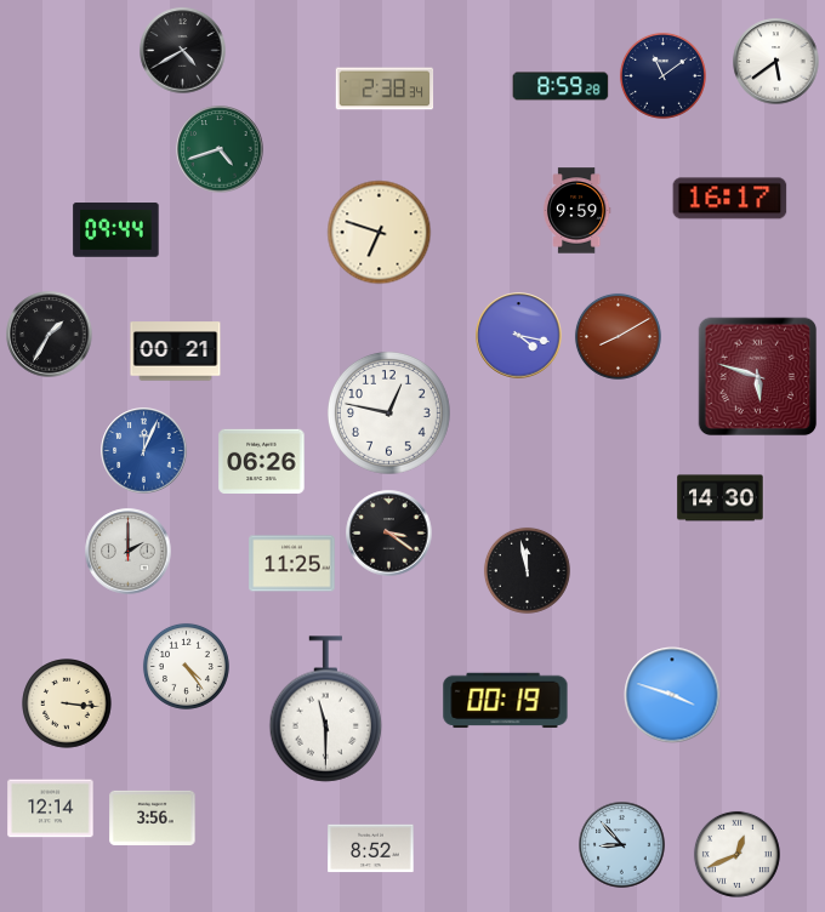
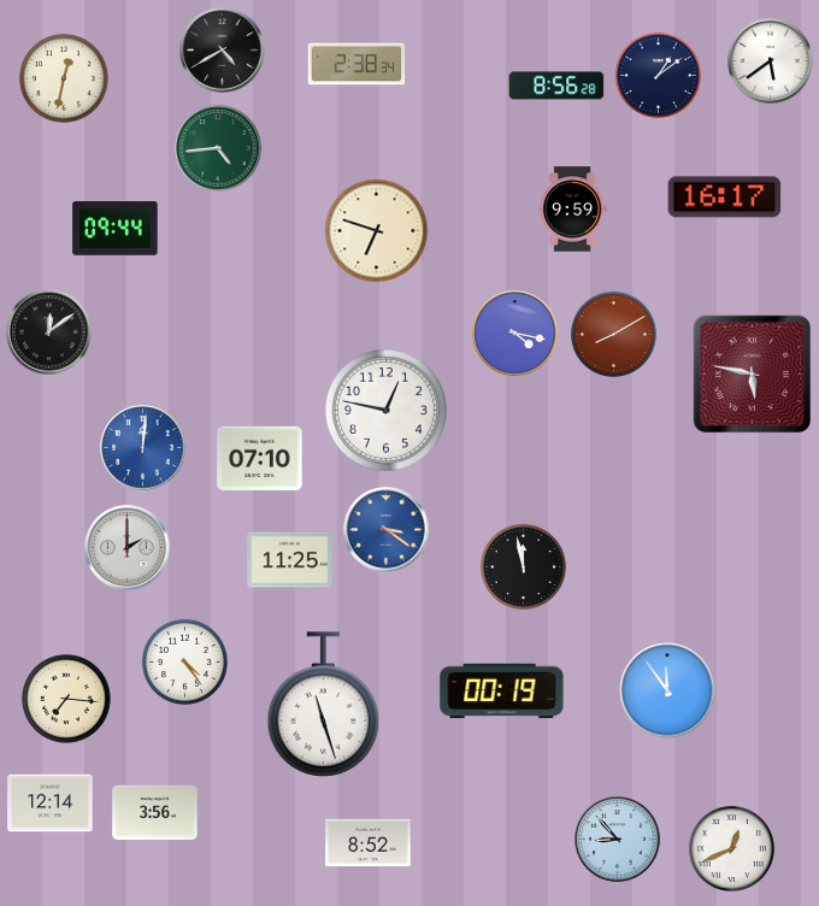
clock at (183, 51) position: (183, 51) -> (223, 51)
clock at (662, 75): 11:09 -> 1:09
clock at (64, 78): none -> 12:32
clock at (561, 86): 8:59 -> 8:56
clock at (385, 89) position: (385, 89) -> (357, 64)
clock at (220, 149): 4:42 -> 4:44
clock at (50, 335): 1:35 -> 12:09
clock at (176, 352): 00:21 -> none
clock at (758, 377): 5:48 -> 5:47
clock at (144, 451): 12:04 -> 12:01
clock at (262, 461): 06:26 -> 07:10
clock at (721, 498): 14:30 -> none
clock at (389, 534) dial: black -> blue
clock at (672, 695): 3:48 -> 11:54
clock at (506, 701) position: (506, 701) -> (502, 692)
clock at (67, 703): 3:16 -> 7:16
clock at (326, 709): 11:30 -> 11:27
clock at (153, 817) position: (153, 817) -> (155, 812)
